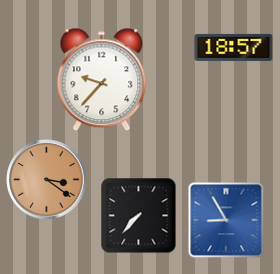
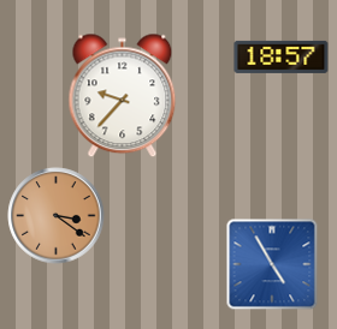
clock at (139, 216): 7:37 -> none
clock at (226, 220): 8:55 -> 4:55
